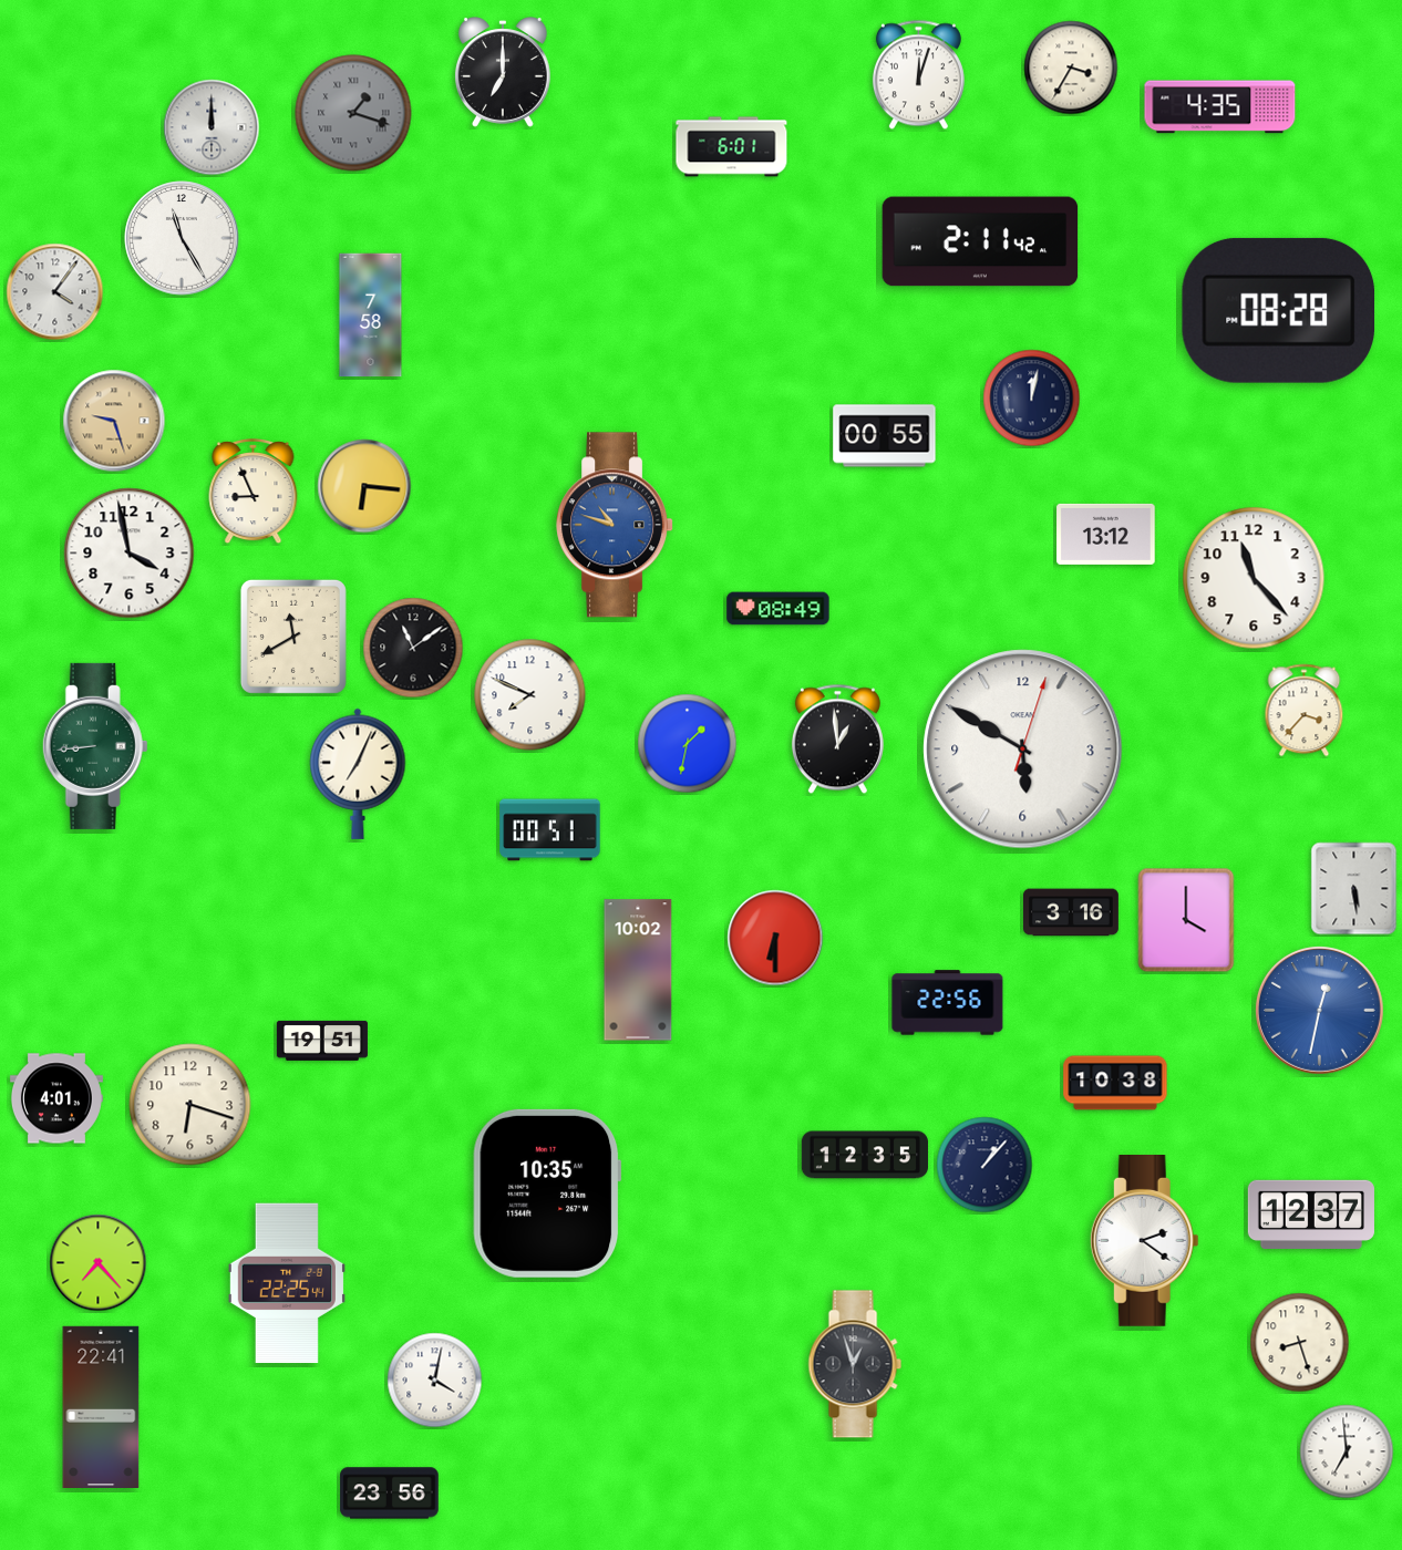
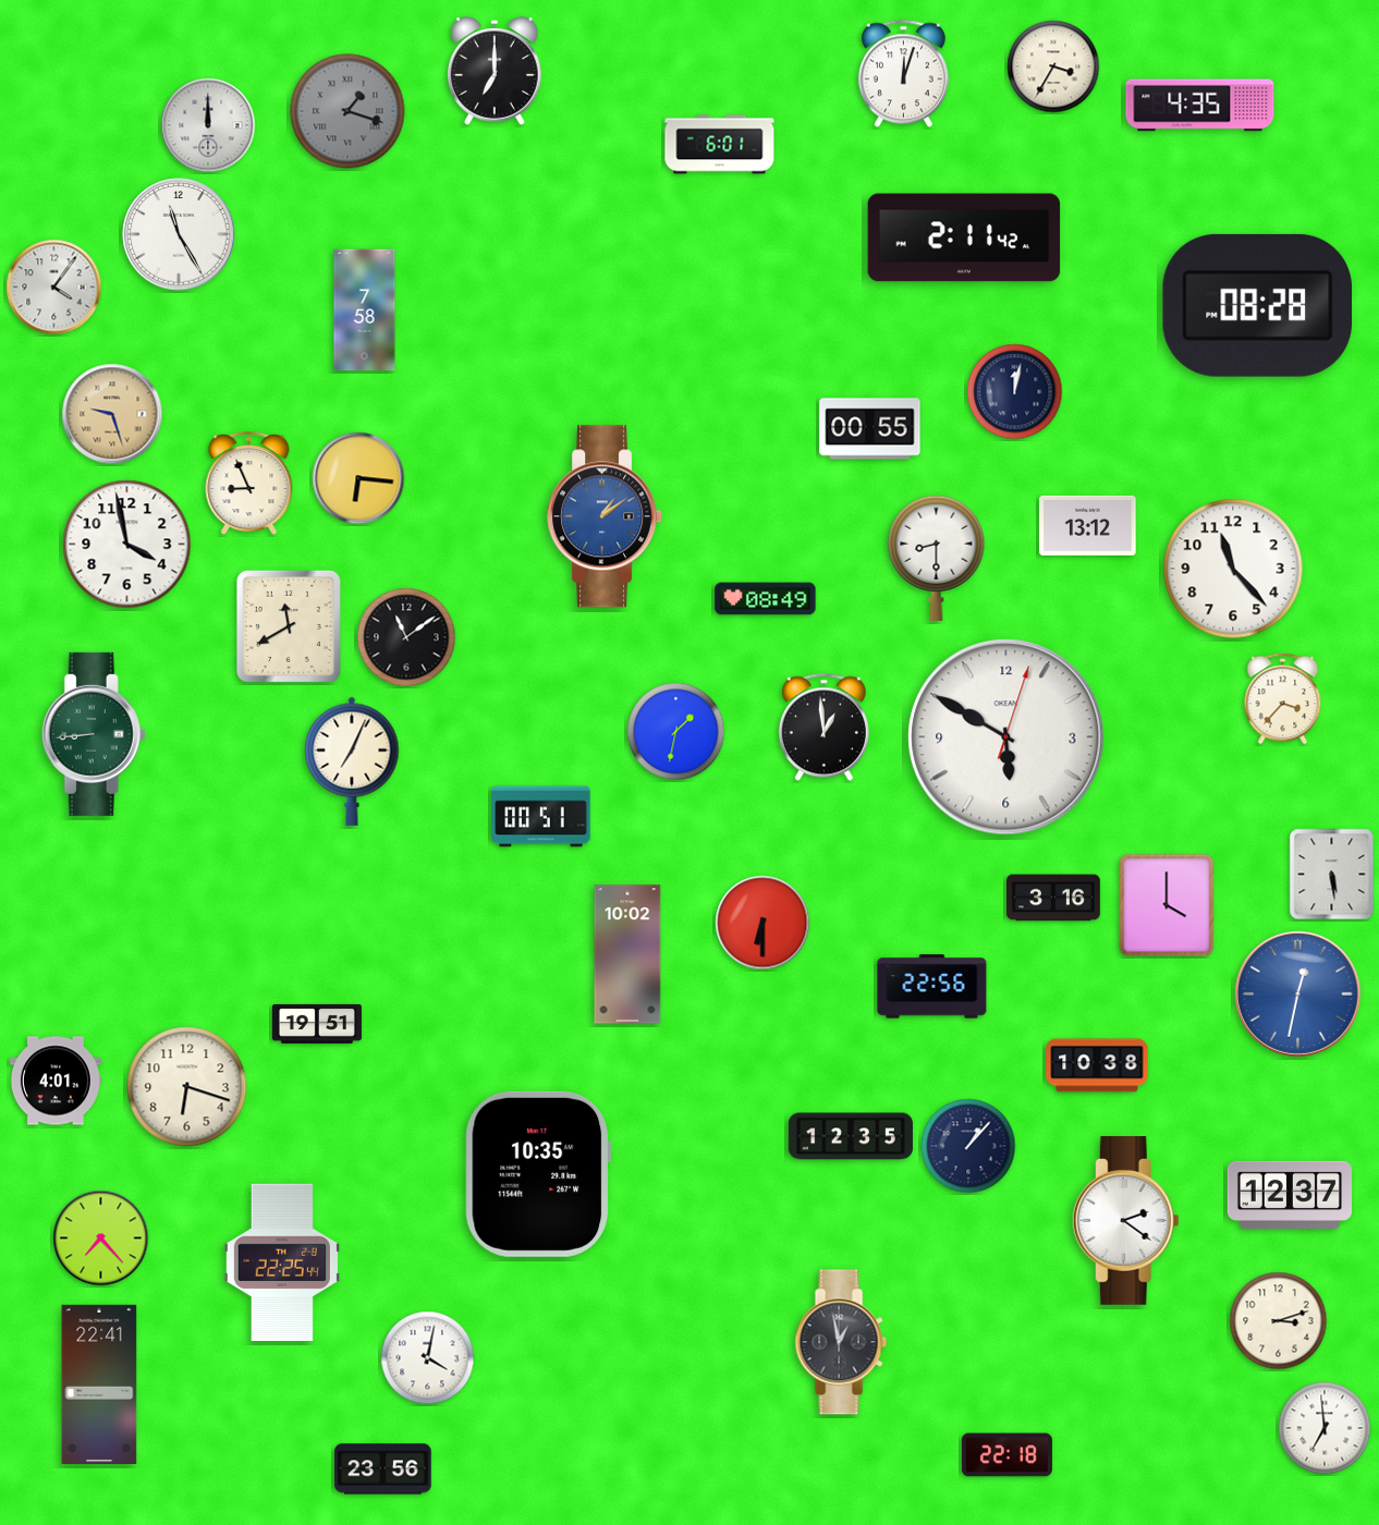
clock at (616, 525): 10:48 -> 1:09
clock at (937, 558): none -> 8:30
clock at (530, 695): 7:49 -> none
clock at (99, 1263) position: (99, 1263) -> (101, 1239)
clock at (1300, 1343): 8:27 -> 3:12
clock at (855, 1364): 12:57 -> 12:58
clock at (1006, 1455): none -> 22:18
